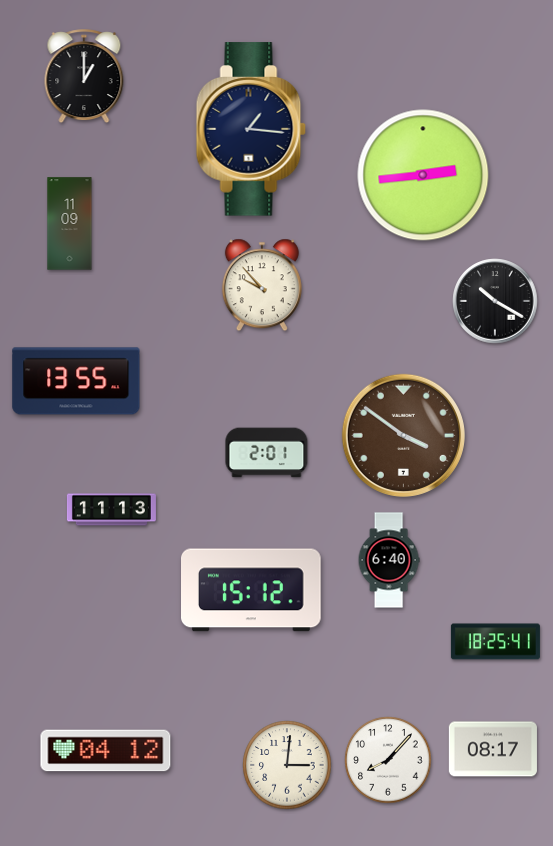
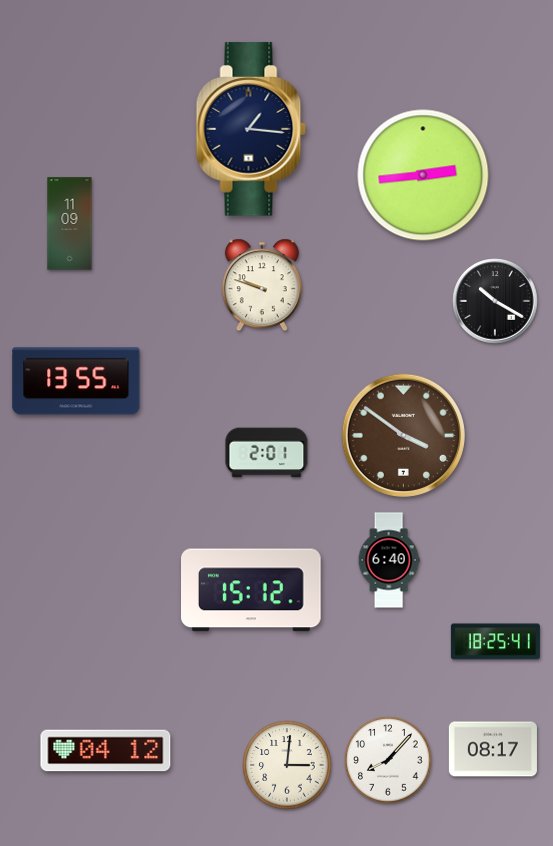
clock at (84, 77): 1:00 -> none
clock at (262, 285): 9:53 -> 9:48
clock at (111, 510): 11:13 -> none
